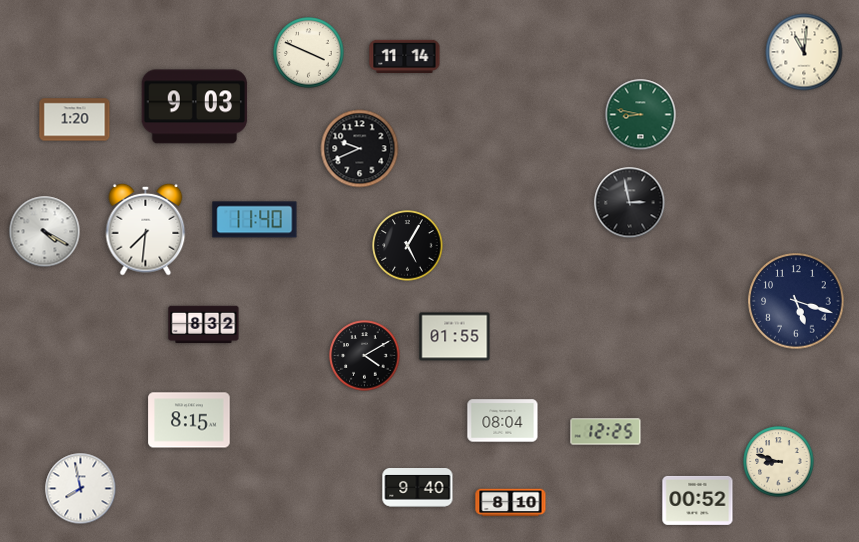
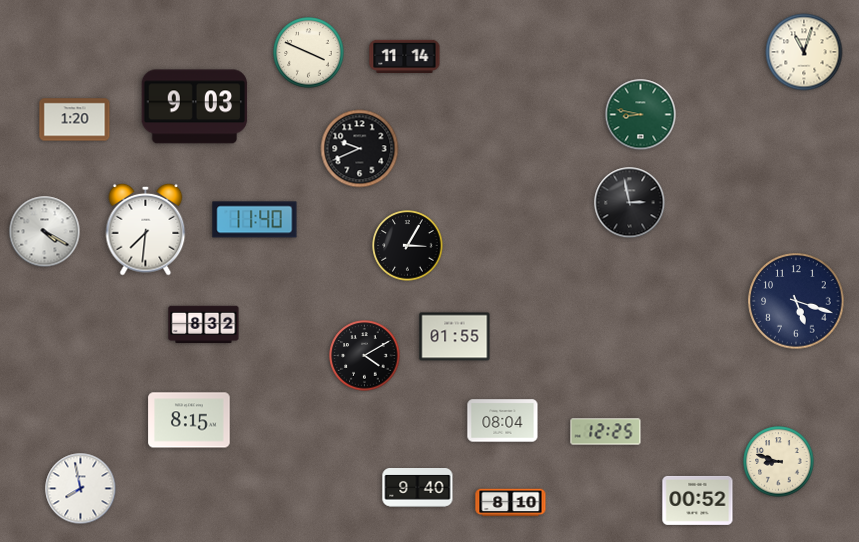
clock at (804, 52): 11:01 -> 11:03
clock at (408, 246): 5:05 -> 3:05
